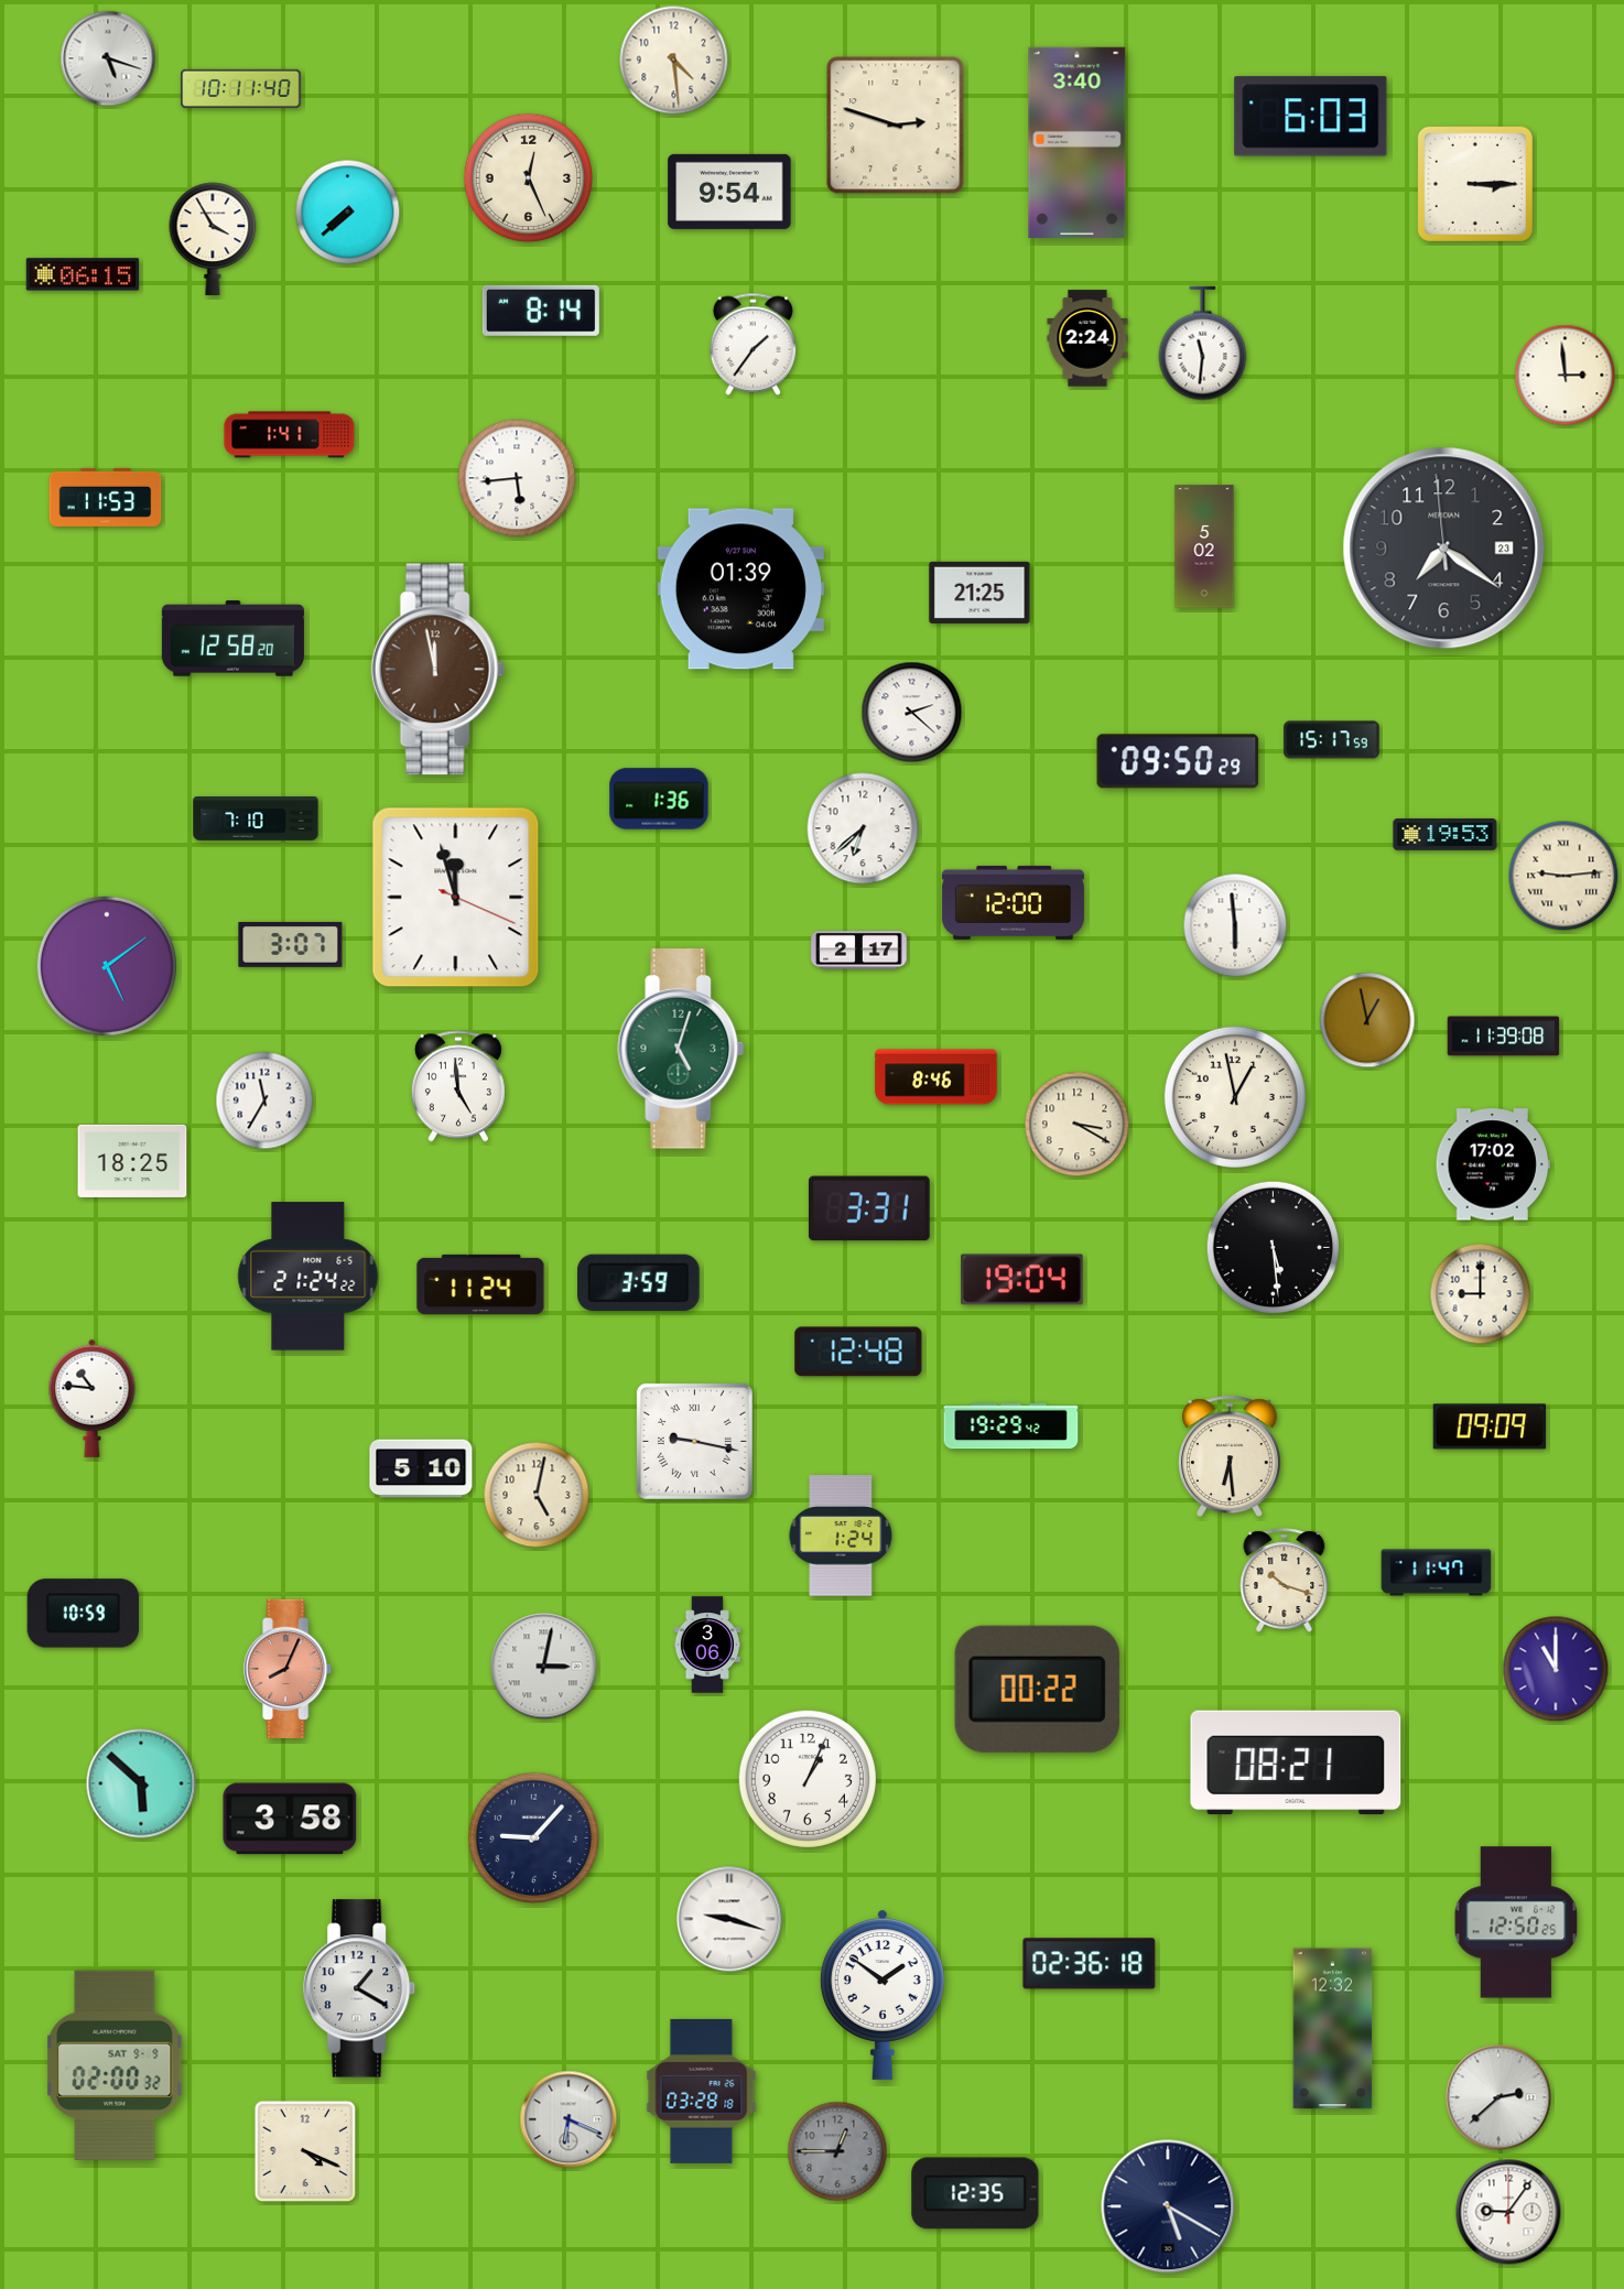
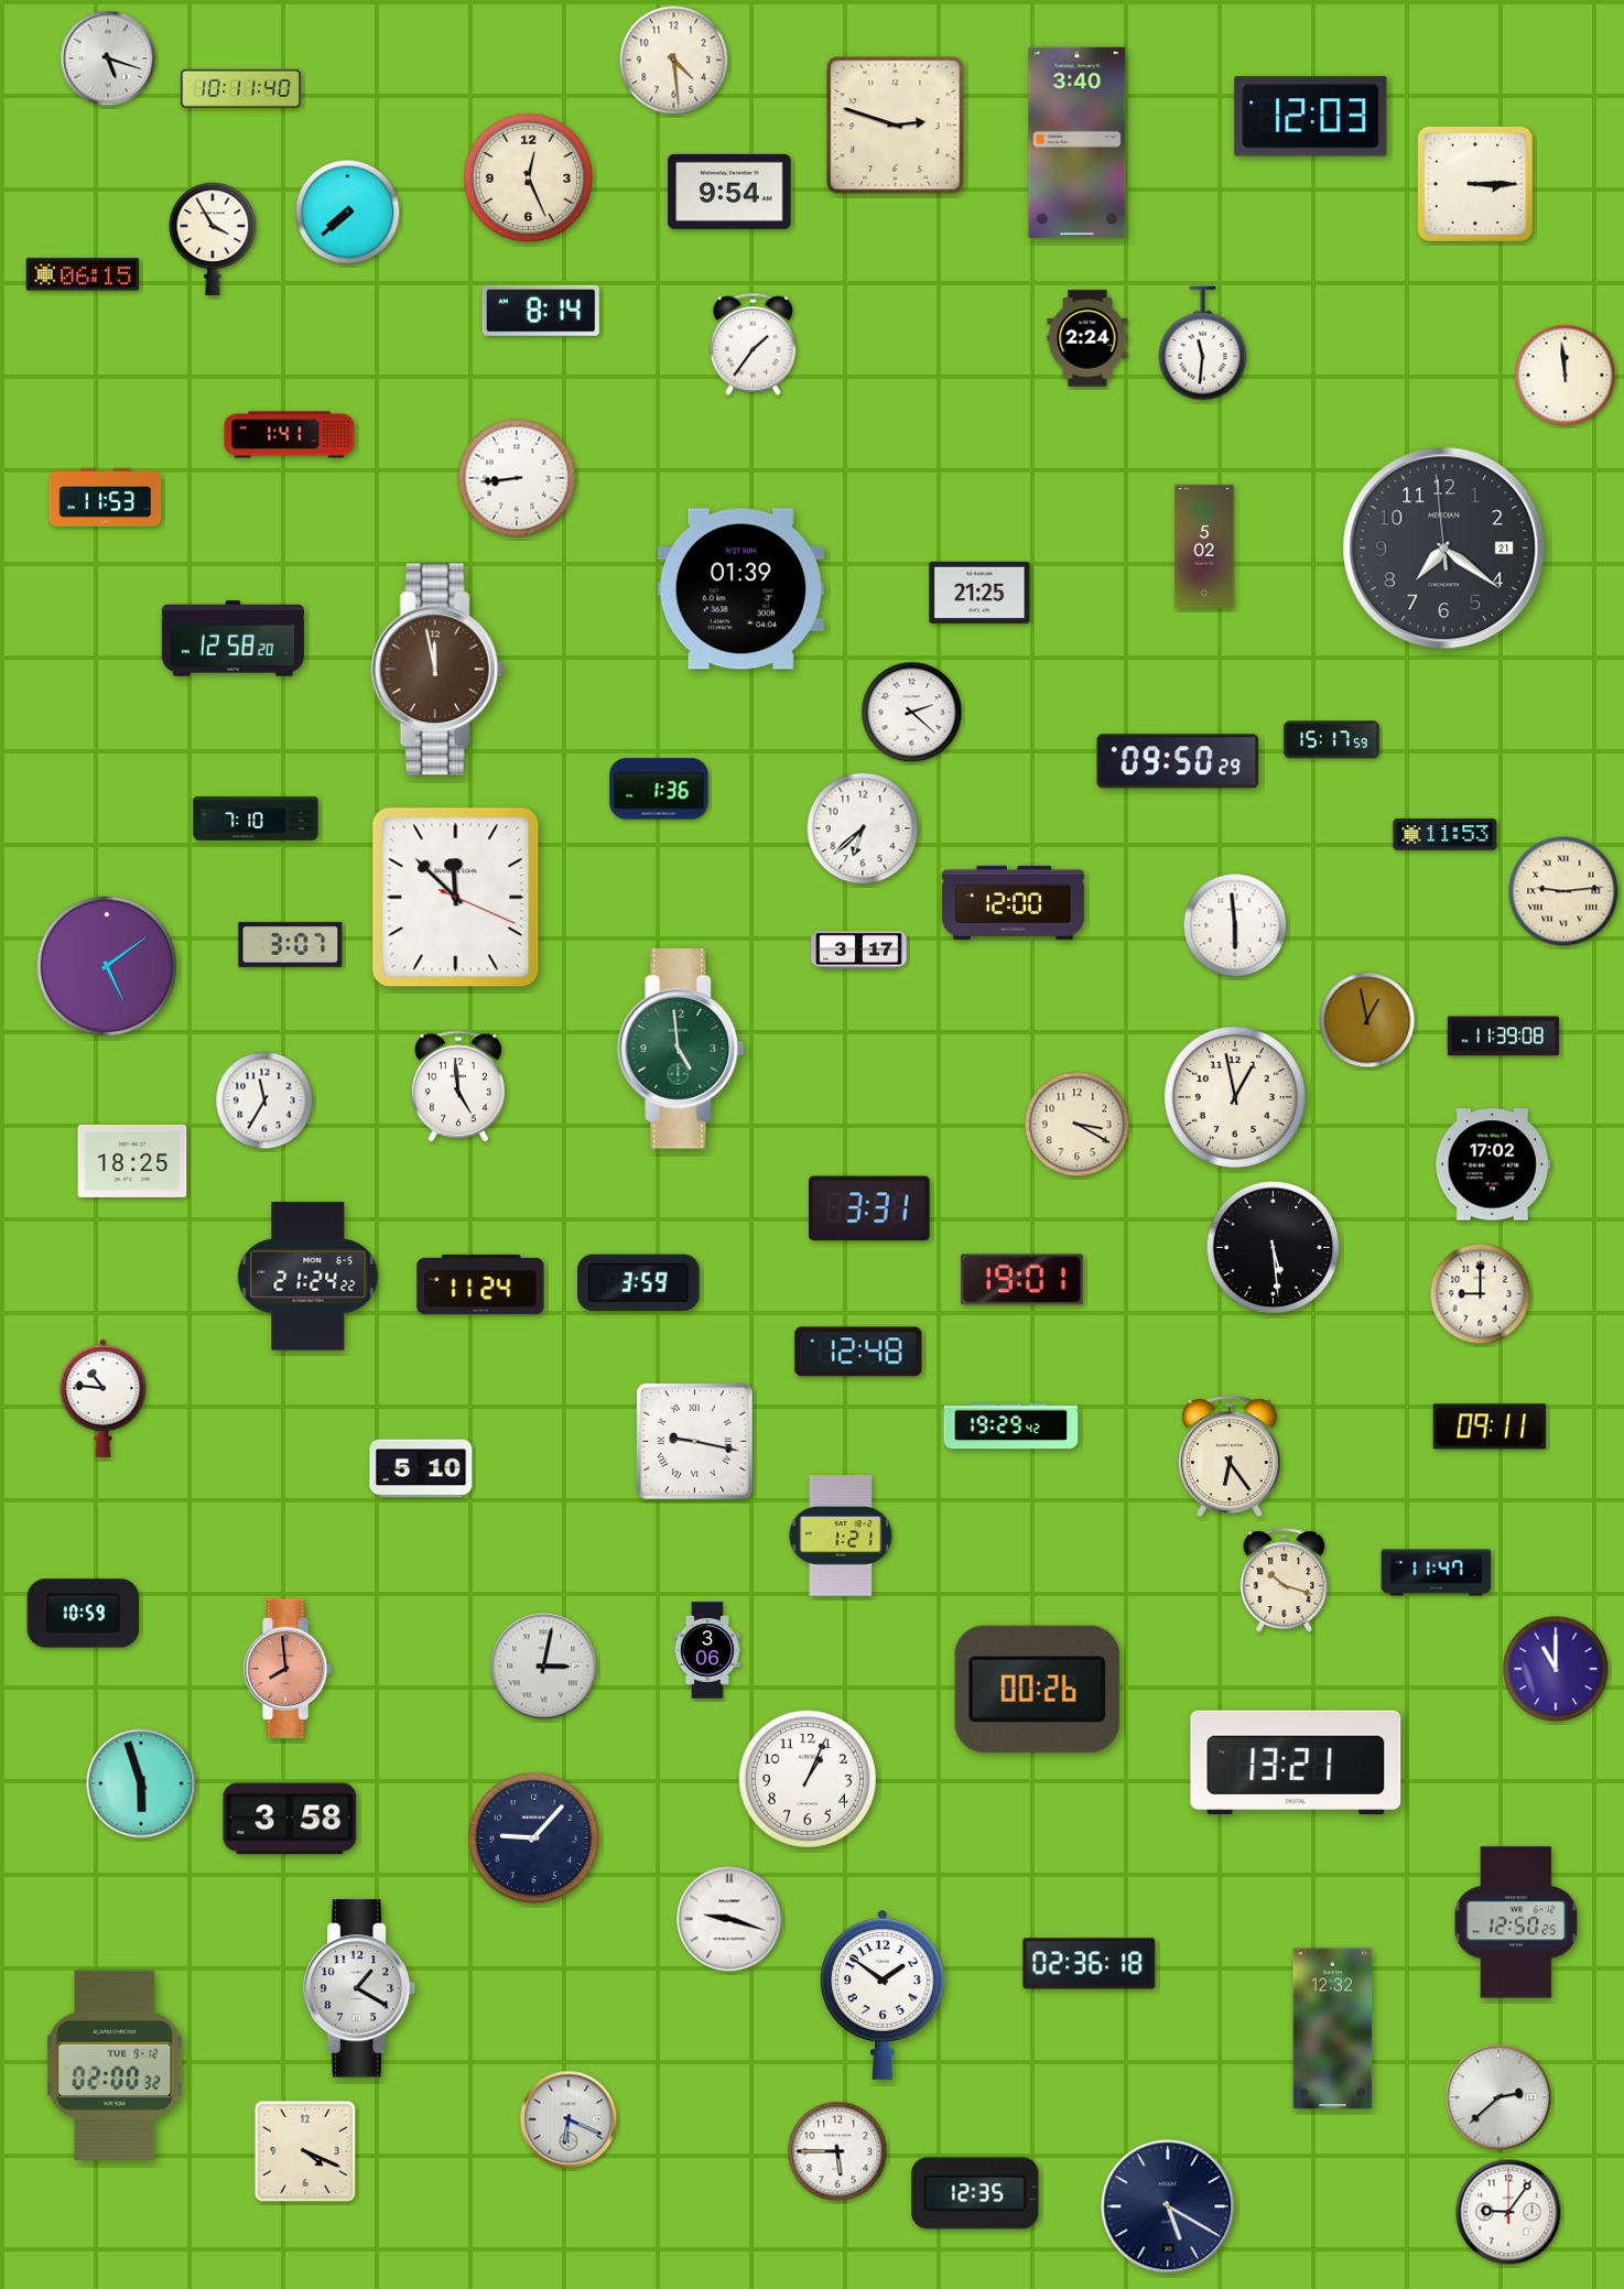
clock at (1311, 117): 6:03 -> 12:03
clock at (1566, 376): 2:59 -> 11:59
clock at (517, 478): 5:44 -> 8:44
clock at (1444, 549) date: 23 -> 21
clock at (659, 799) position: (659, 799) -> (659, 789)
clock at (1446, 835): 19:53 -> 11:53
clock at (1563, 876) position: (1563, 876) -> (1563, 891)
clock at (456, 898): 11:57 -> 11:52
clock at (859, 951): 2:17 -> 3:17
clock at (681, 1049): 5:03 -> 4:59
clock at (936, 1077): 8:46 -> none
clock at (1022, 1280): 19:04 -> 19:01
clock at (93, 1398) position: (93, 1398) -> (104, 1398)
clock at (1490, 1426): 09:09 -> 09:11
clock at (1230, 1455): 6:29 -> 6:24
clock at (537, 1495): 5:02 -> none
clock at (841, 1536): 1:24 -> 1:21
clock at (707, 1645) position: (707, 1645) -> (707, 1650)
clock at (289, 1668): 8:04 -> 7:59
clock at (1037, 1689): 00:22 -> 00:26
clock at (1296, 1762): 08:21 -> 13:21
clock at (141, 1783): 5:52 -> 5:57
clock at (115, 2065) date: SAT 9-9 -> TUE 9-12
clock at (702, 2091): 03:28 -> none
clock at (837, 2151): 12:45 -> 5:45
clock at (837, 2151) dial: grey -> white
